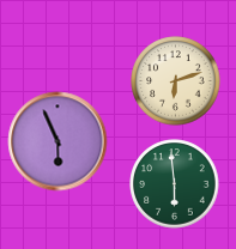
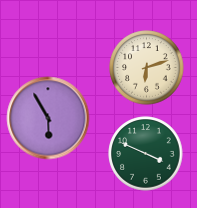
clock at (58, 141): 5:56 -> 5:55
clock at (175, 184): 5:59 -> 3:49
